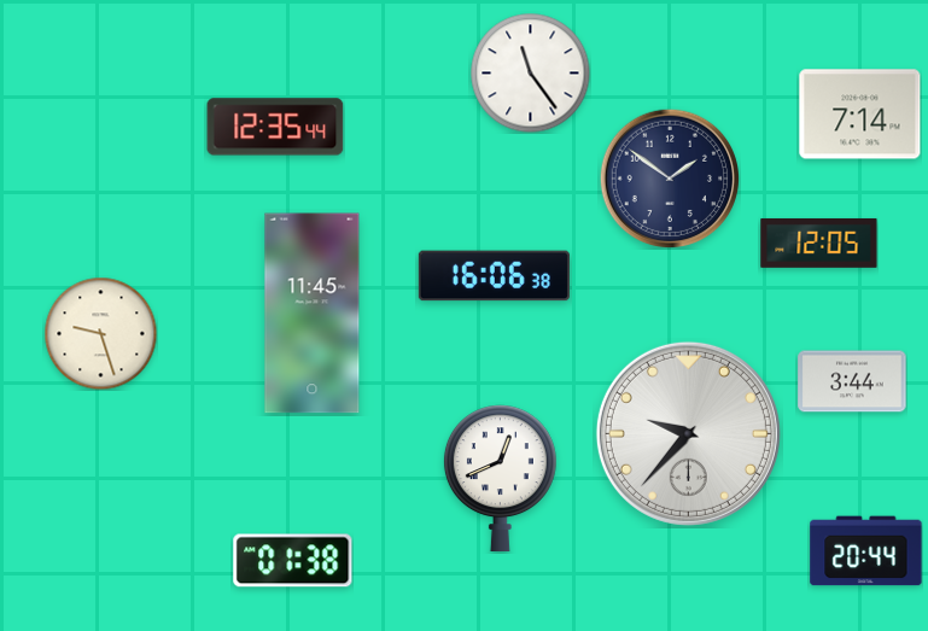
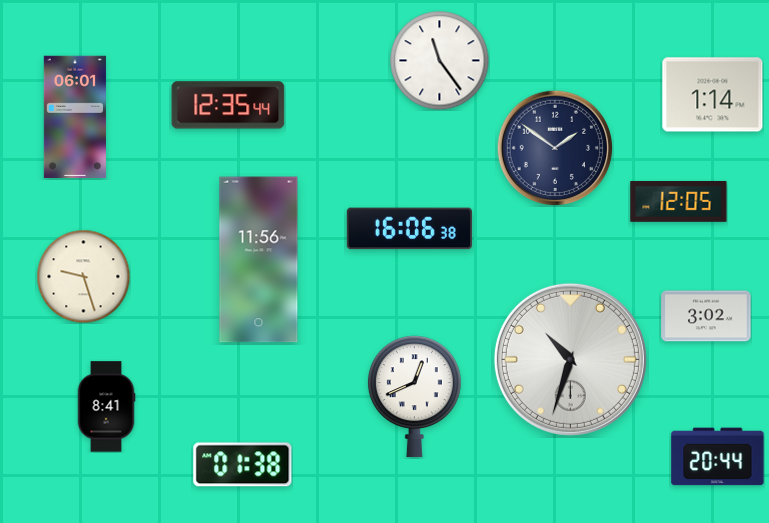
clock at (860, 115): 7:14 -> 1:14
clock at (75, 117): none -> 06:01
clock at (313, 314): 11:45 -> 11:56
clock at (852, 381): 3:44 -> 3:02
clock at (688, 433): 9:37 -> 10:33
clock at (106, 407): none -> 8:41
